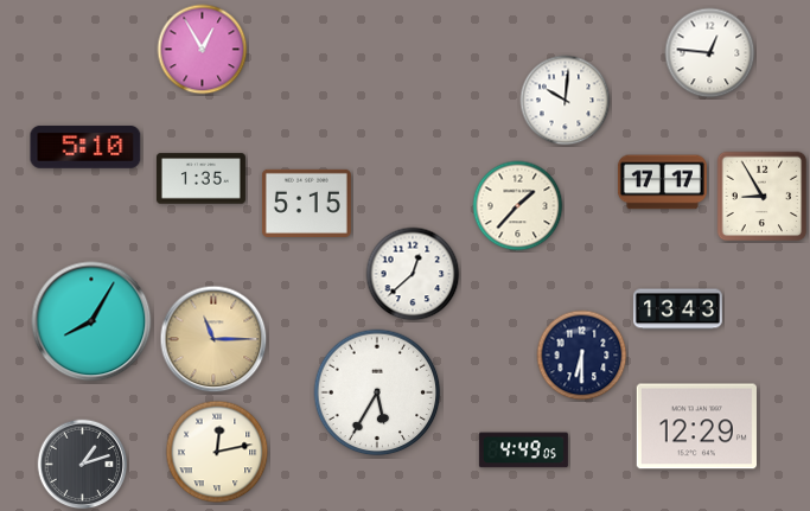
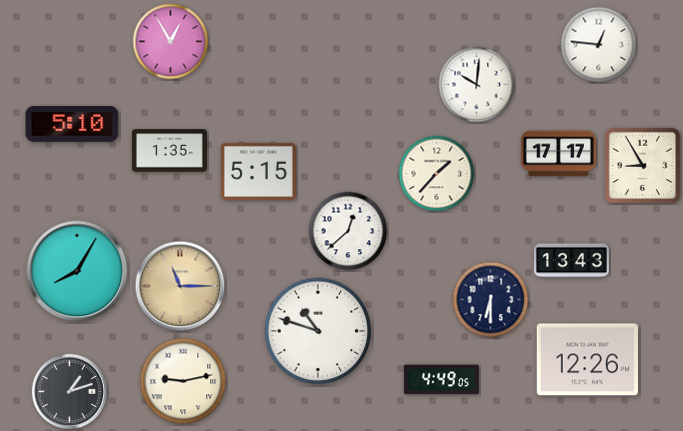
clock at (377, 392): 5:35 -> 10:48
clock at (696, 427): 12:29 -> 12:26
clock at (217, 452): 12:13 -> 9:13
